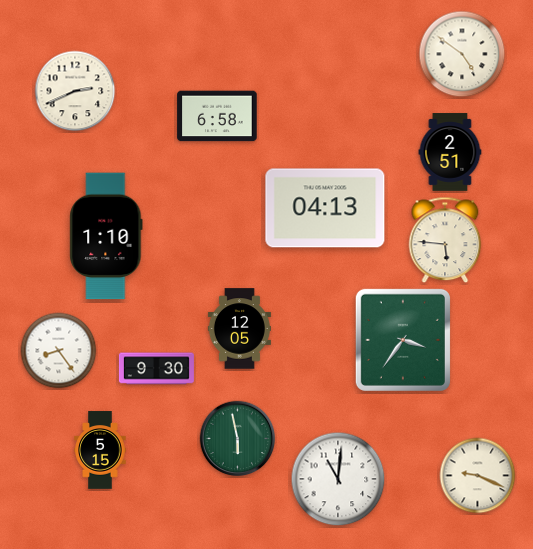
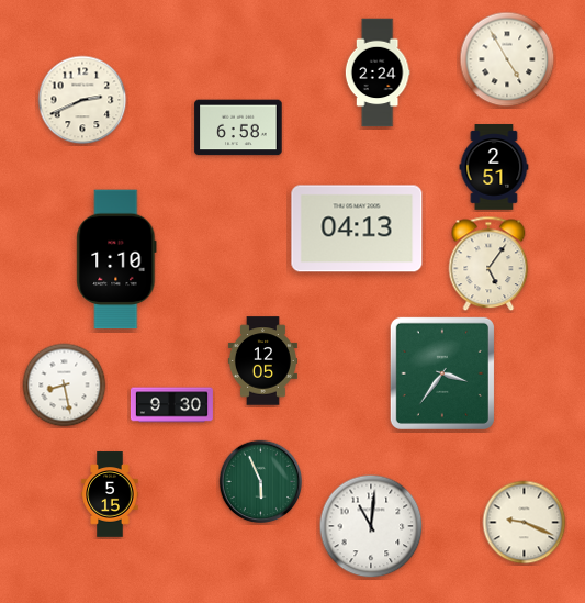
clock at (462, 54): 4:51 -> 4:55
clock at (378, 72): none -> 2:24
clock at (445, 240): 5:46 -> 5:06
clock at (59, 351): 8:24 -> 8:28
clock at (238, 439): 5:58 -> 5:56
